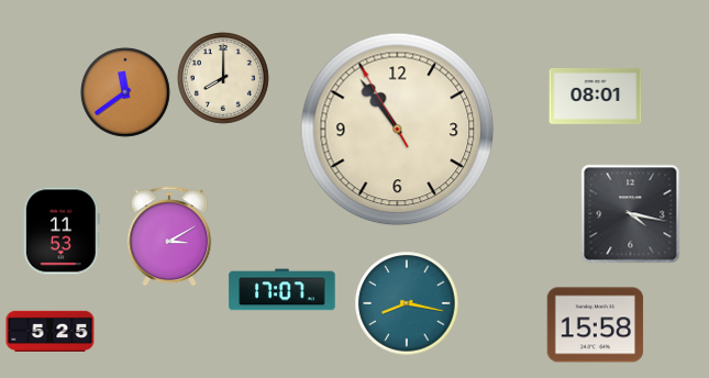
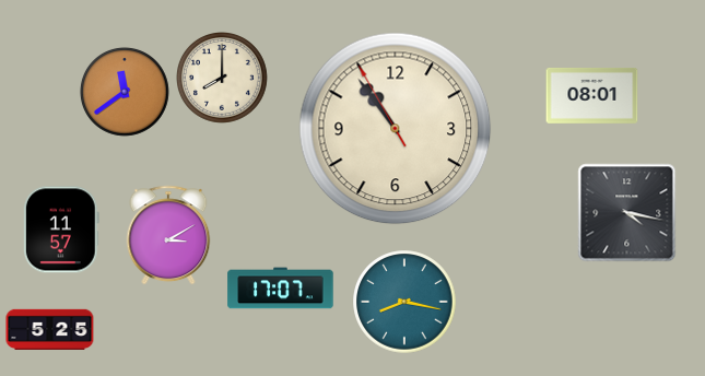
clock at (62, 231): 11:53 -> 11:57
clock at (596, 325): 15:58 -> none
